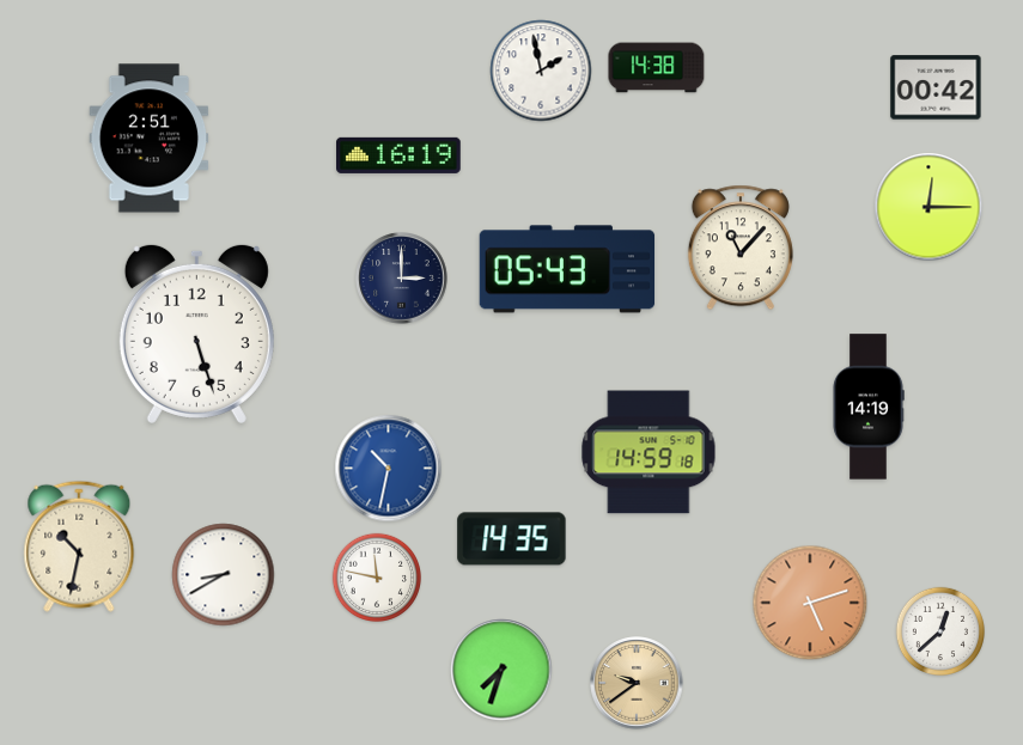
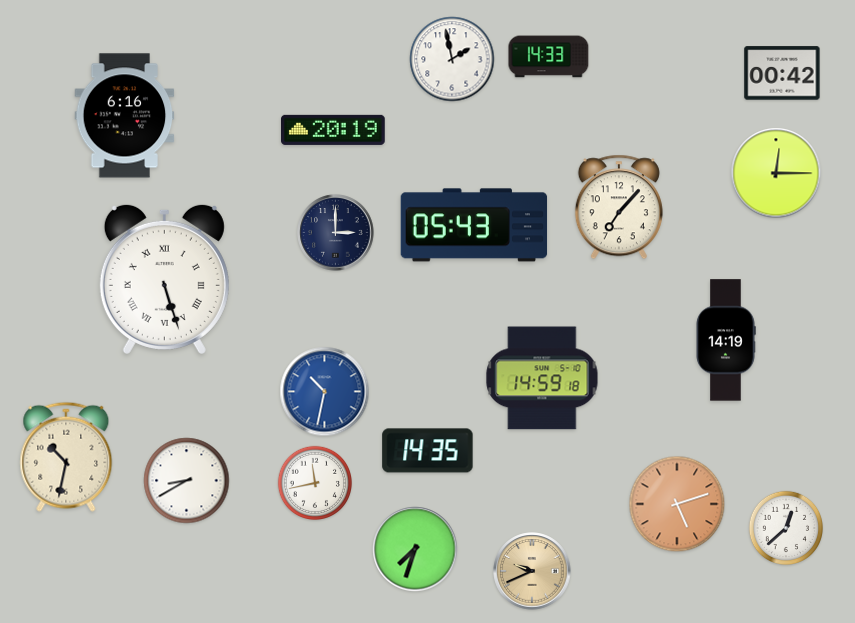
clock at (657, 68): 14:38 -> 14:33
clock at (150, 139): 2:51 -> 6:16
clock at (400, 155): 16:19 -> 20:19
clock at (741, 248): 11:07 -> 7:07
clock at (196, 334) numerals: Arabic -> Roman
clock at (377, 578): 11:47 -> 11:43
clock at (501, 670) position: (501, 670) -> (415, 549)
clock at (637, 683): 9:39 -> 9:41
